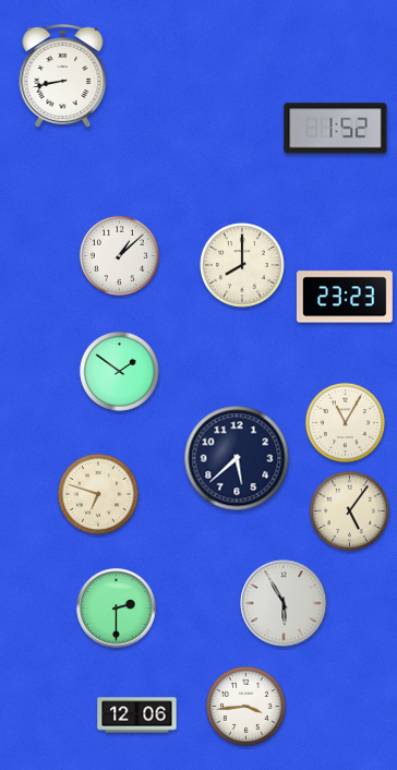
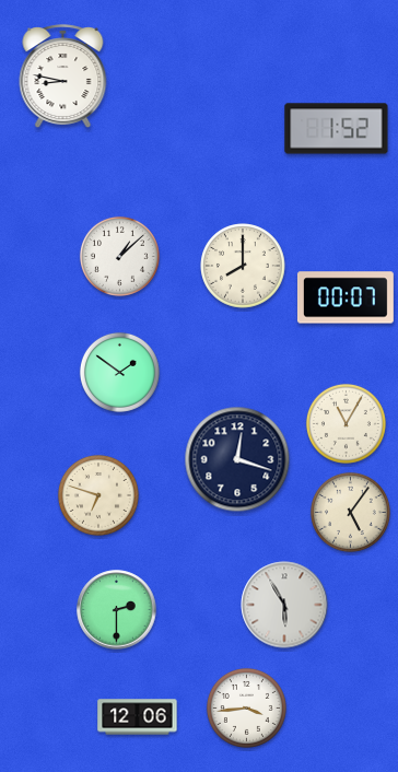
clock at (63, 76): 8:43 -> 8:47
clock at (345, 297): 23:23 -> 00:07
clock at (237, 458): 5:38 -> 12:18
